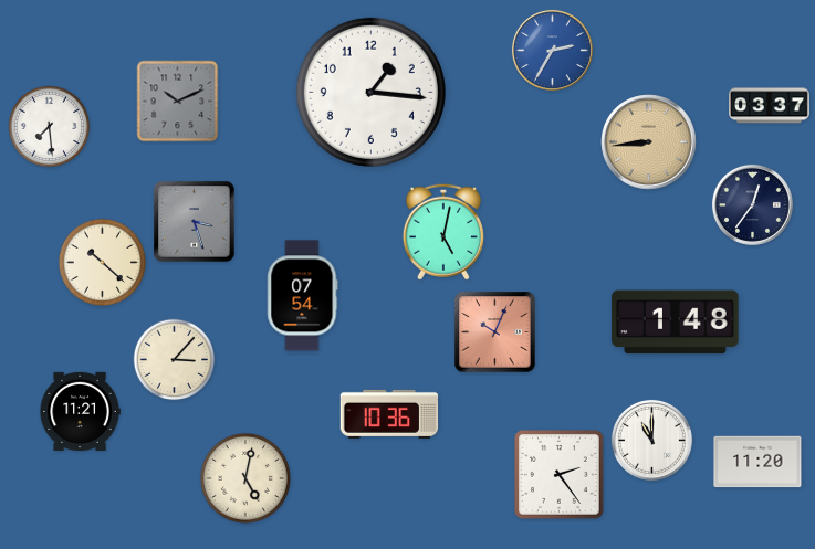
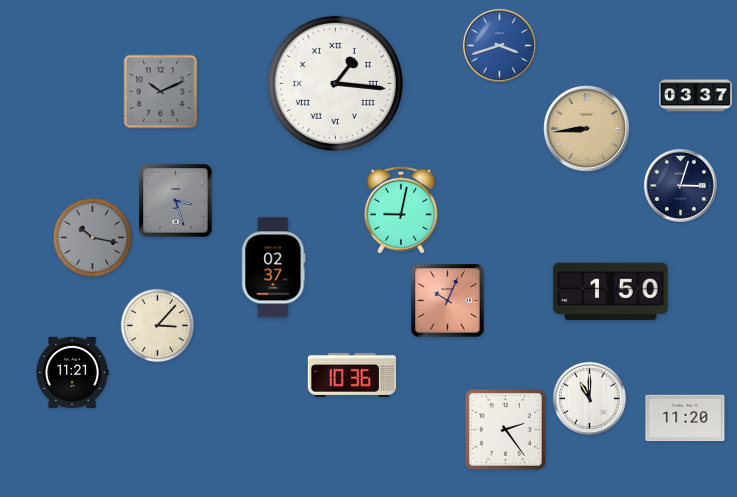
clock at (552, 50): 2:35 -> 3:42
clock at (370, 92) numerals: Arabic -> Roman
clock at (50, 127): 7:29 -> none
clock at (752, 204): 12:36 -> 3:03
clock at (443, 232): 5:02 -> 9:02
clock at (102, 262): 10:22 -> 10:17
clock at (102, 262) dial: cream -> grey
clock at (303, 296): 07:54 -> 02:37
clock at (676, 323): 1:48 -> 1:50
clock at (245, 478): 5:02 -> none
